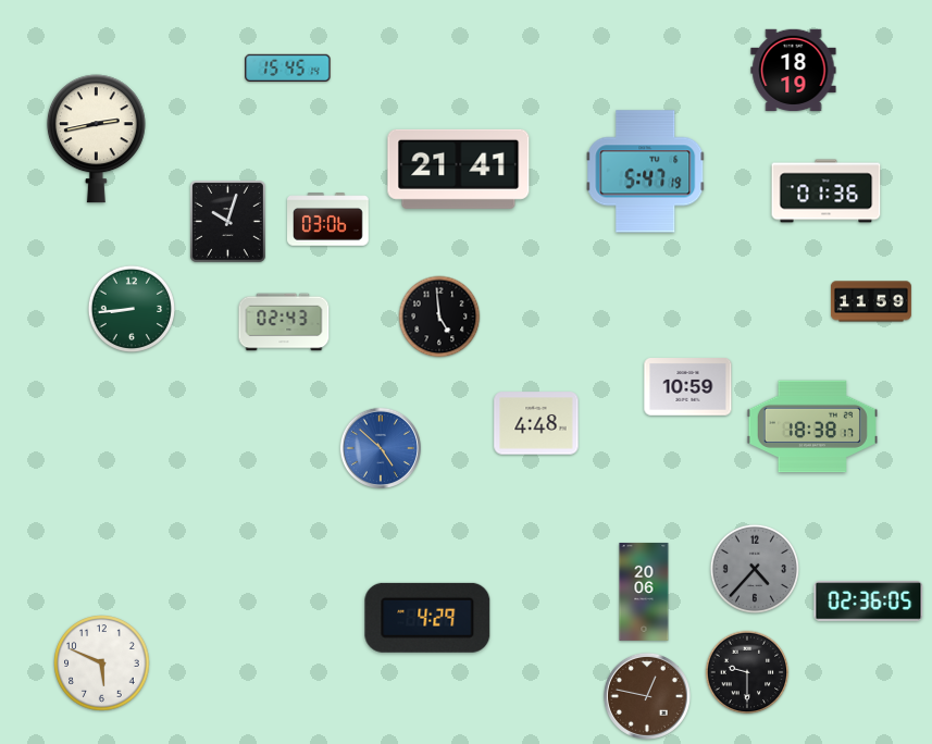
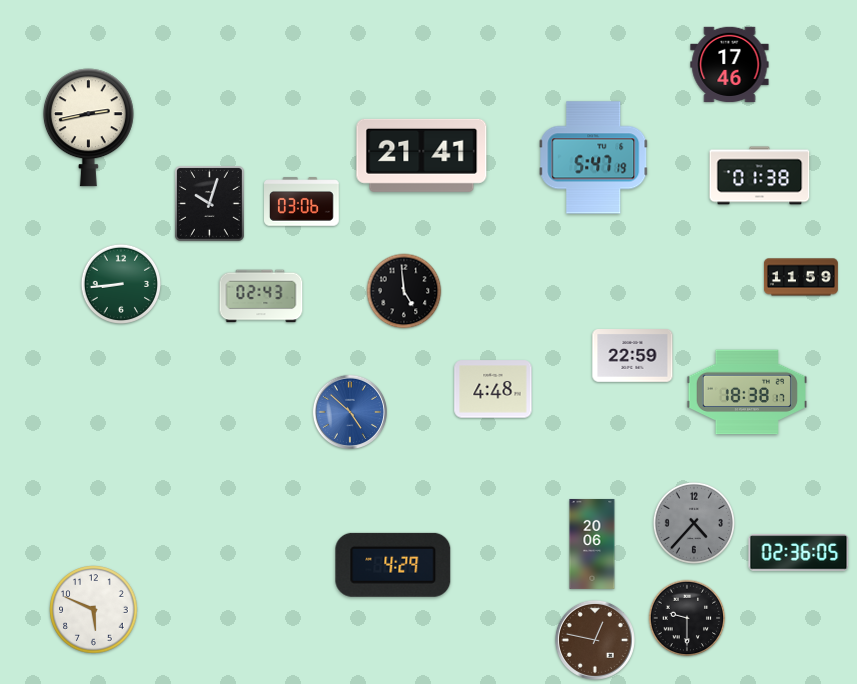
clock at (288, 67): 15:45 -> none
clock at (794, 70): 18:19 -> 17:46
clock at (827, 191): 01:36 -> 01:38
clock at (688, 387): 10:59 -> 22:59
clock at (427, 618) position: (427, 618) -> (393, 565)
